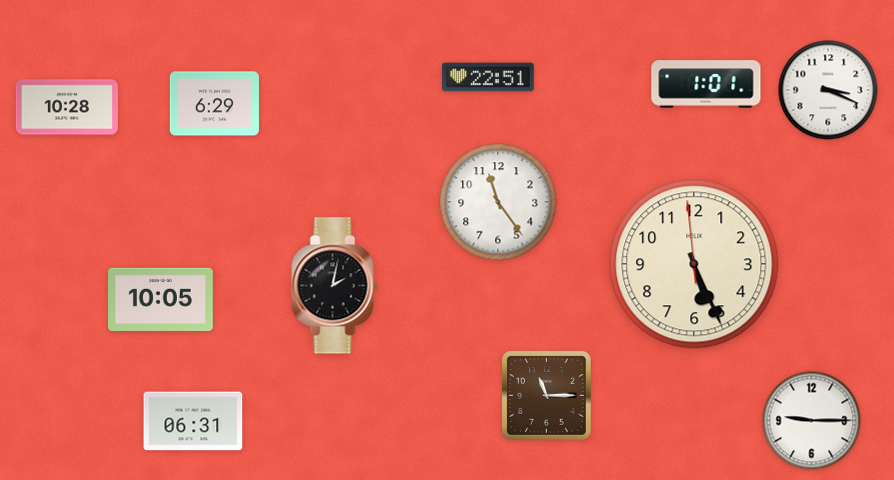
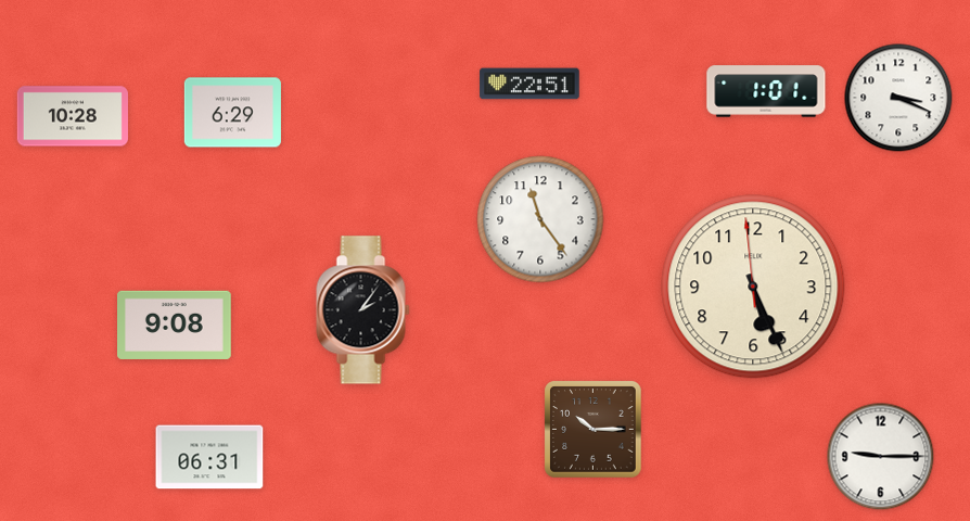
clock at (335, 286): 2:02 -> 2:06
clock at (161, 299): 10:05 -> 9:08
clock at (547, 396): 11:15 -> 10:15
